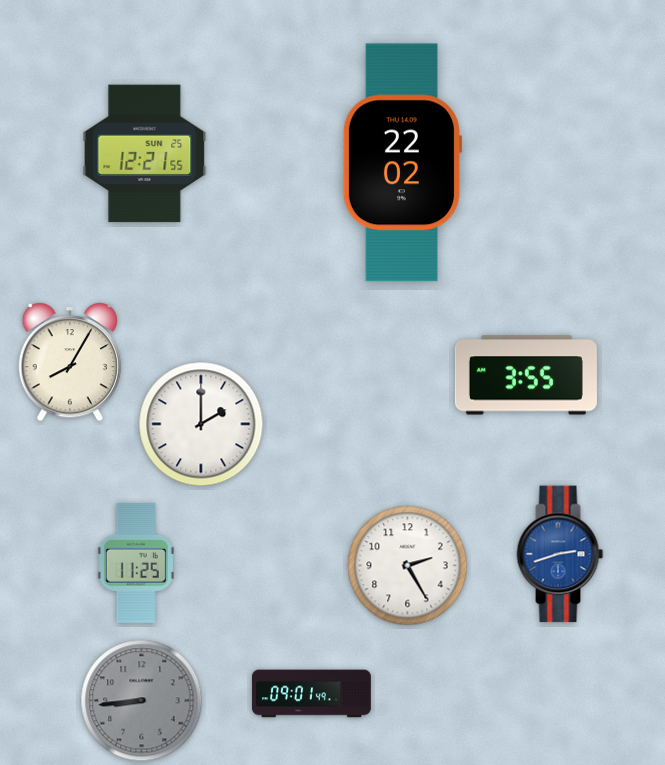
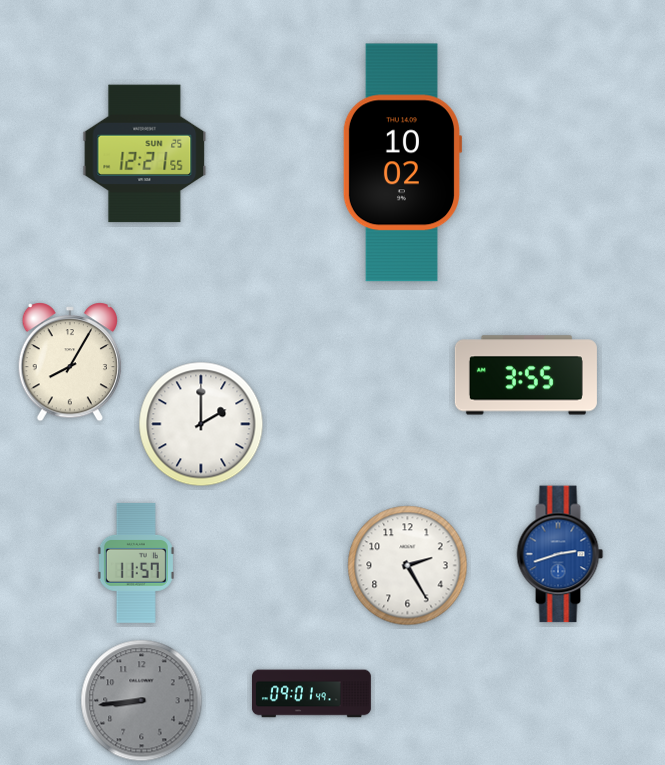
clock at (402, 163): 22:02 -> 10:02
clock at (136, 563): 11:25 -> 11:57
